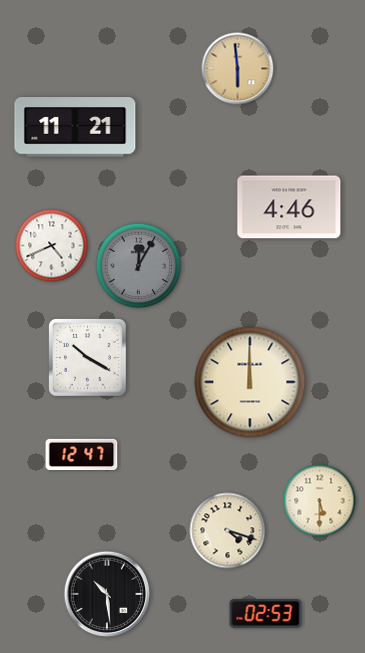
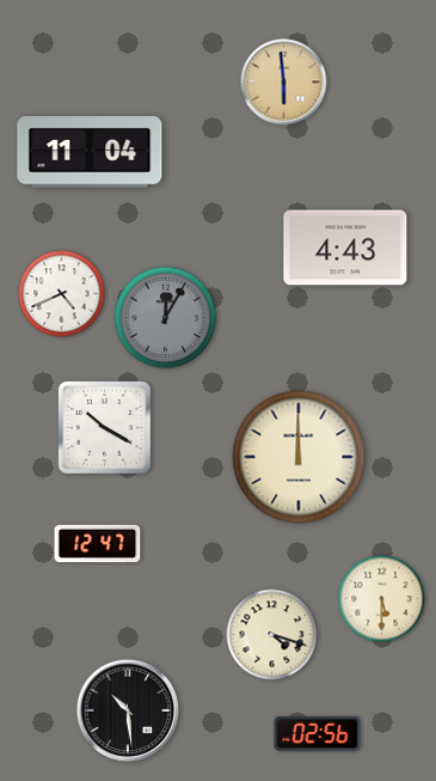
clock at (75, 127): 11:21 -> 11:04
clock at (289, 207): 4:46 -> 4:43
clock at (266, 614): 02:53 -> 02:56
